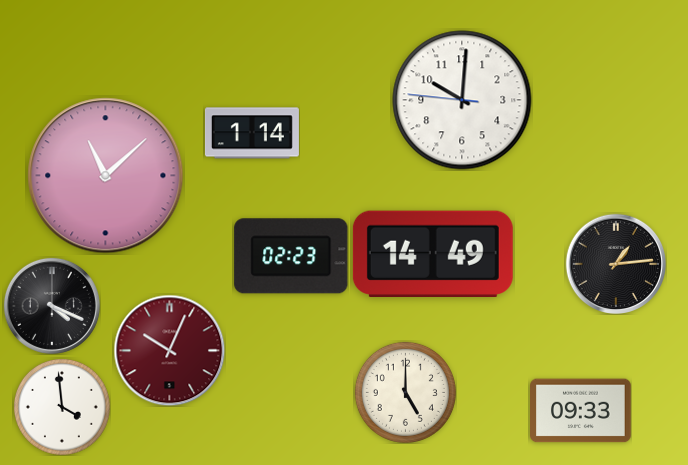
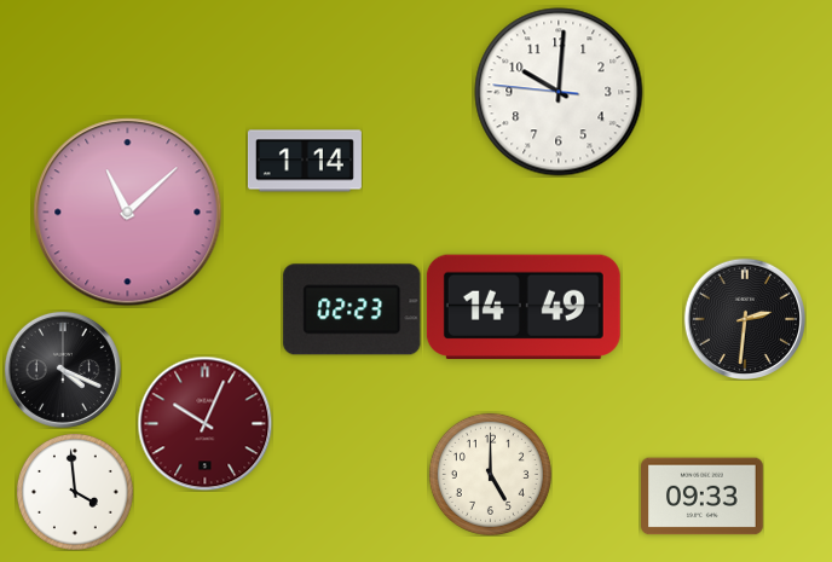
clock at (462, 100) position: (462, 100) -> (559, 92)
clock at (615, 263): 1:14 -> 2:31
